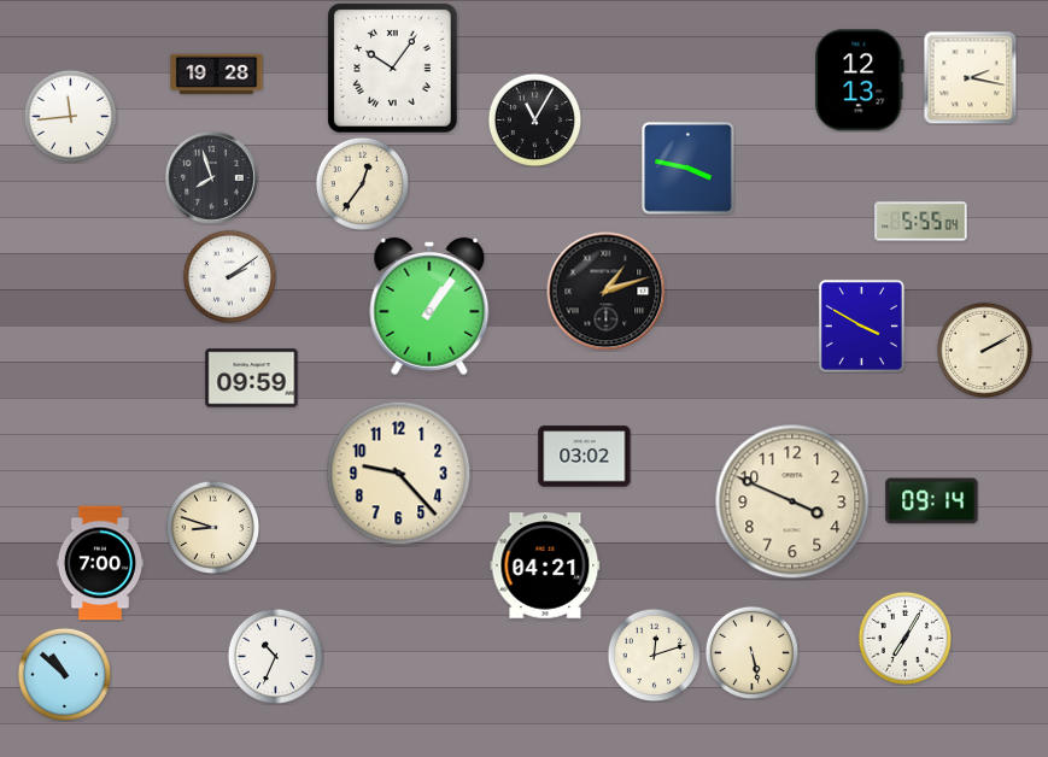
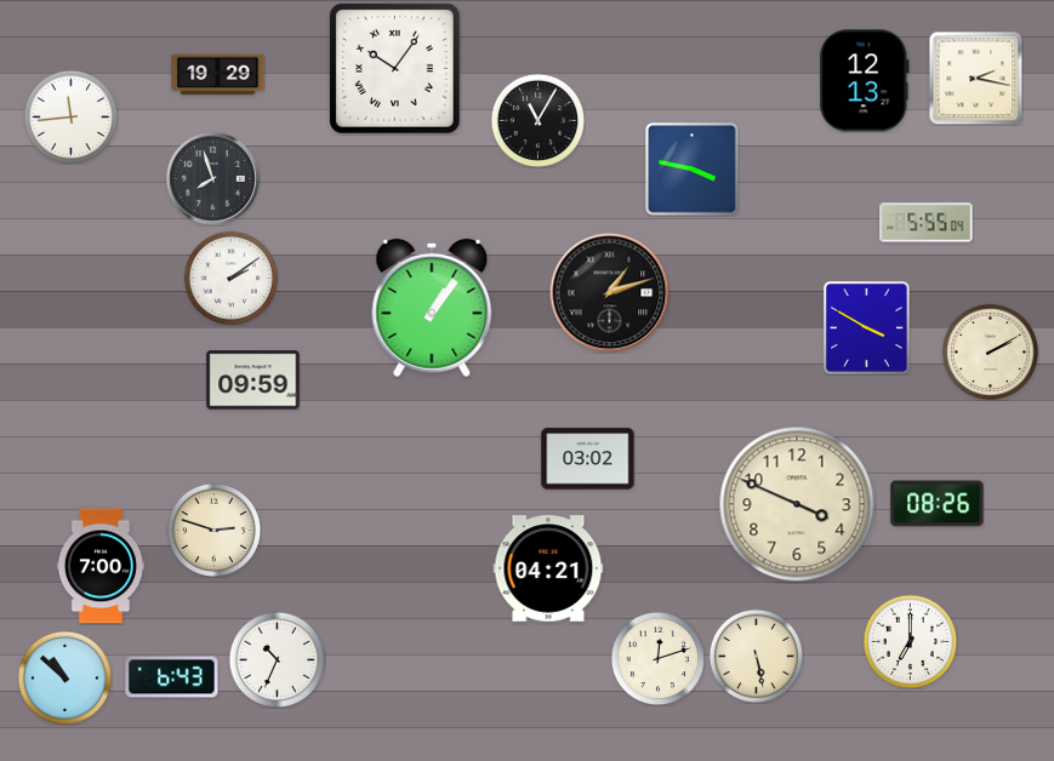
clock at (217, 75): 19:28 -> 19:29
clock at (362, 183): 12:36 -> none
clock at (399, 474): 9:23 -> none
clock at (932, 501): 09:14 -> 08:26
clock at (212, 527): 8:48 -> 2:48
clock at (904, 638): 7:05 -> 7:00
clock at (172, 677): none -> 6:43
